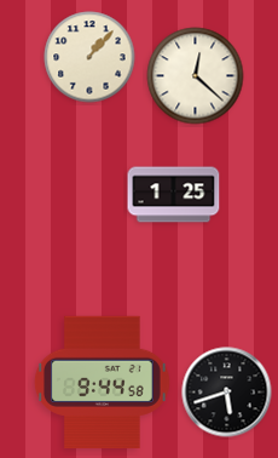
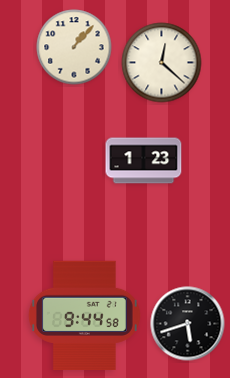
clock at (174, 195): 1:25 -> 1:23
